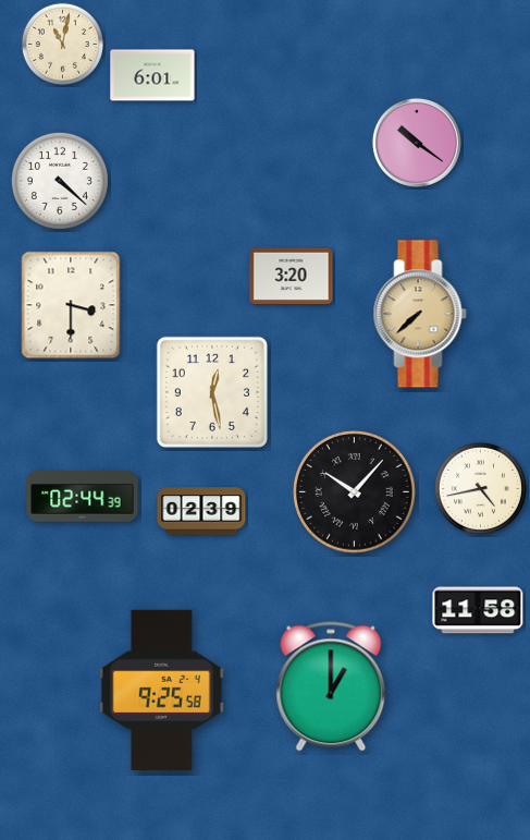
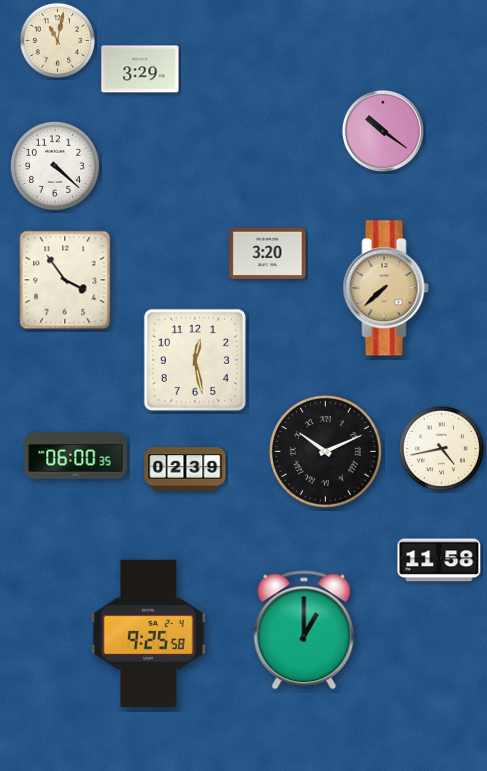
clock at (152, 75): 6:01 -> 3:29
clock at (71, 305): 3:30 -> 3:54
clock at (355, 492): 10:07 -> 10:11
clock at (83, 497): 02:44 -> 06:00
